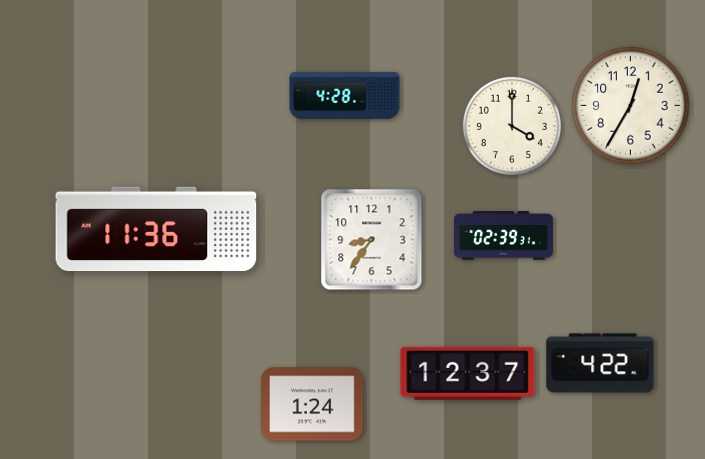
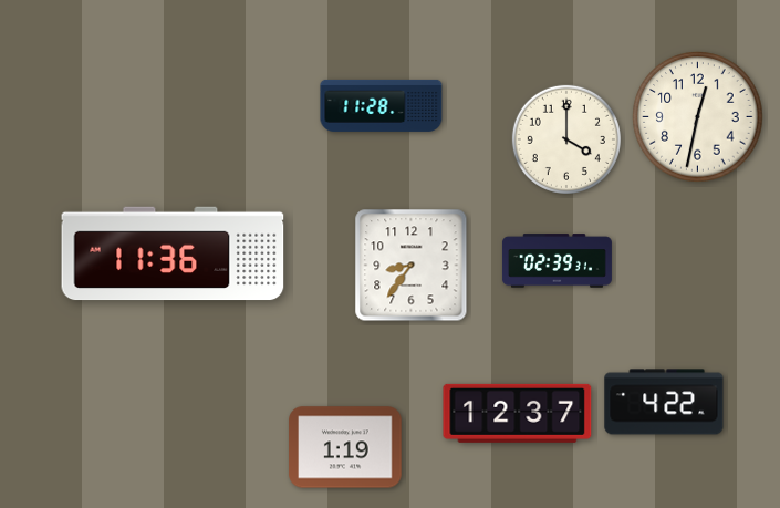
clock at (345, 95): 4:28 -> 11:28
clock at (631, 106): 12:35 -> 12:32
clock at (312, 404): 1:24 -> 1:19
